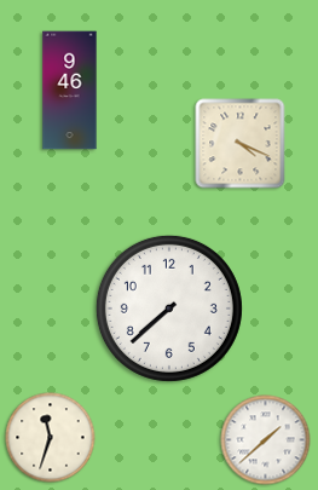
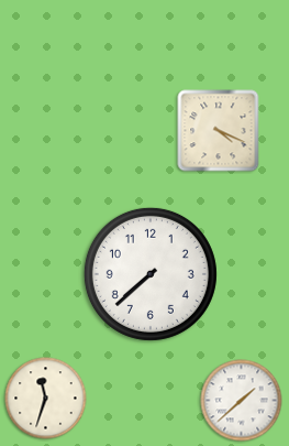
clock at (70, 91): 9:46 -> none
clock at (169, 309) position: (169, 309) -> (151, 274)
